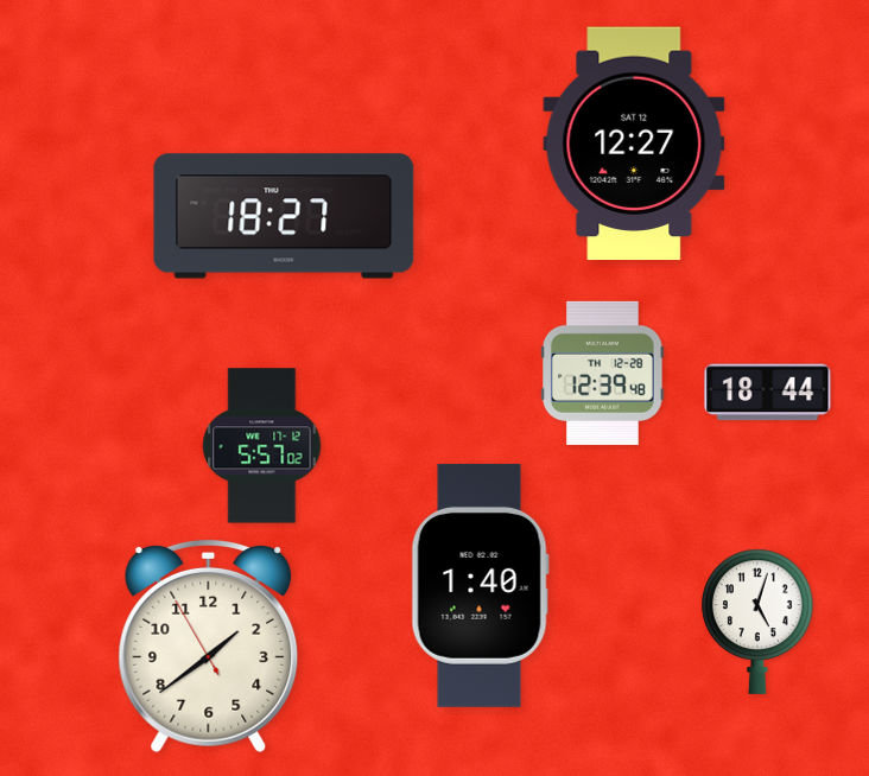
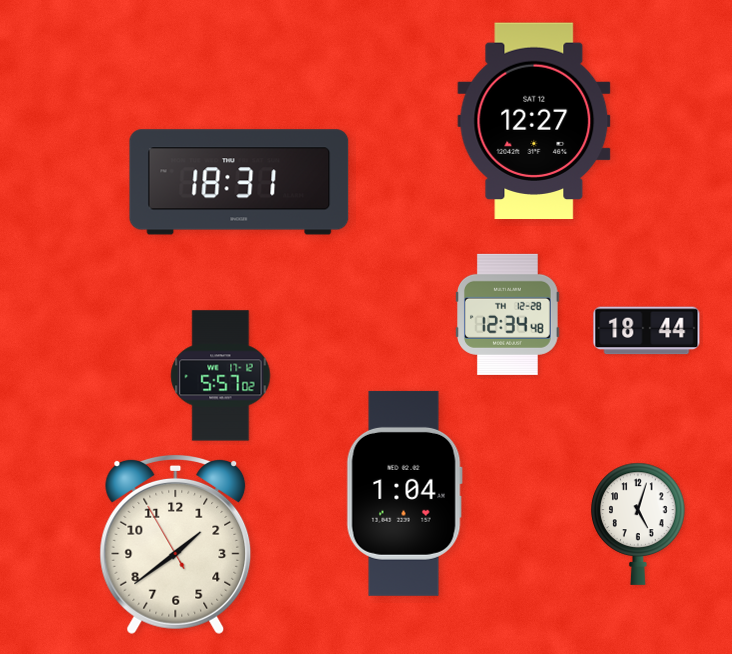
clock at (284, 216): 18:27 -> 18:31
clock at (603, 373): 12:39 -> 12:34
clock at (480, 585): 1:40 -> 1:04
